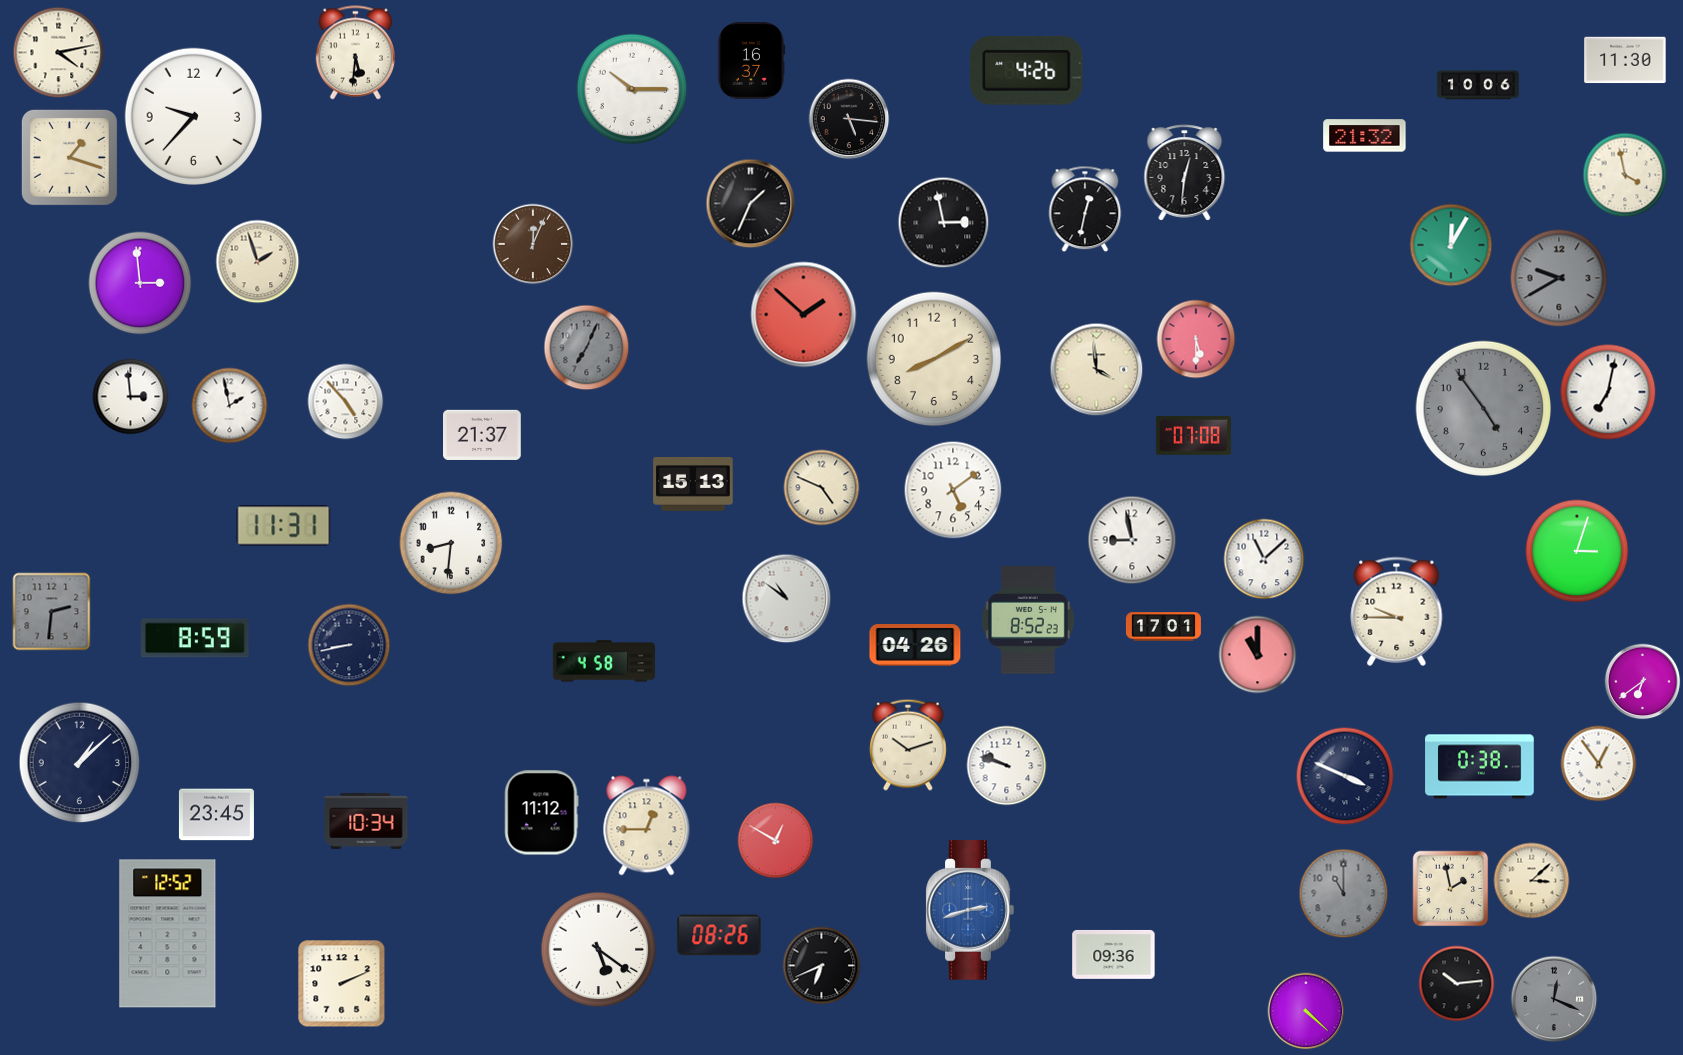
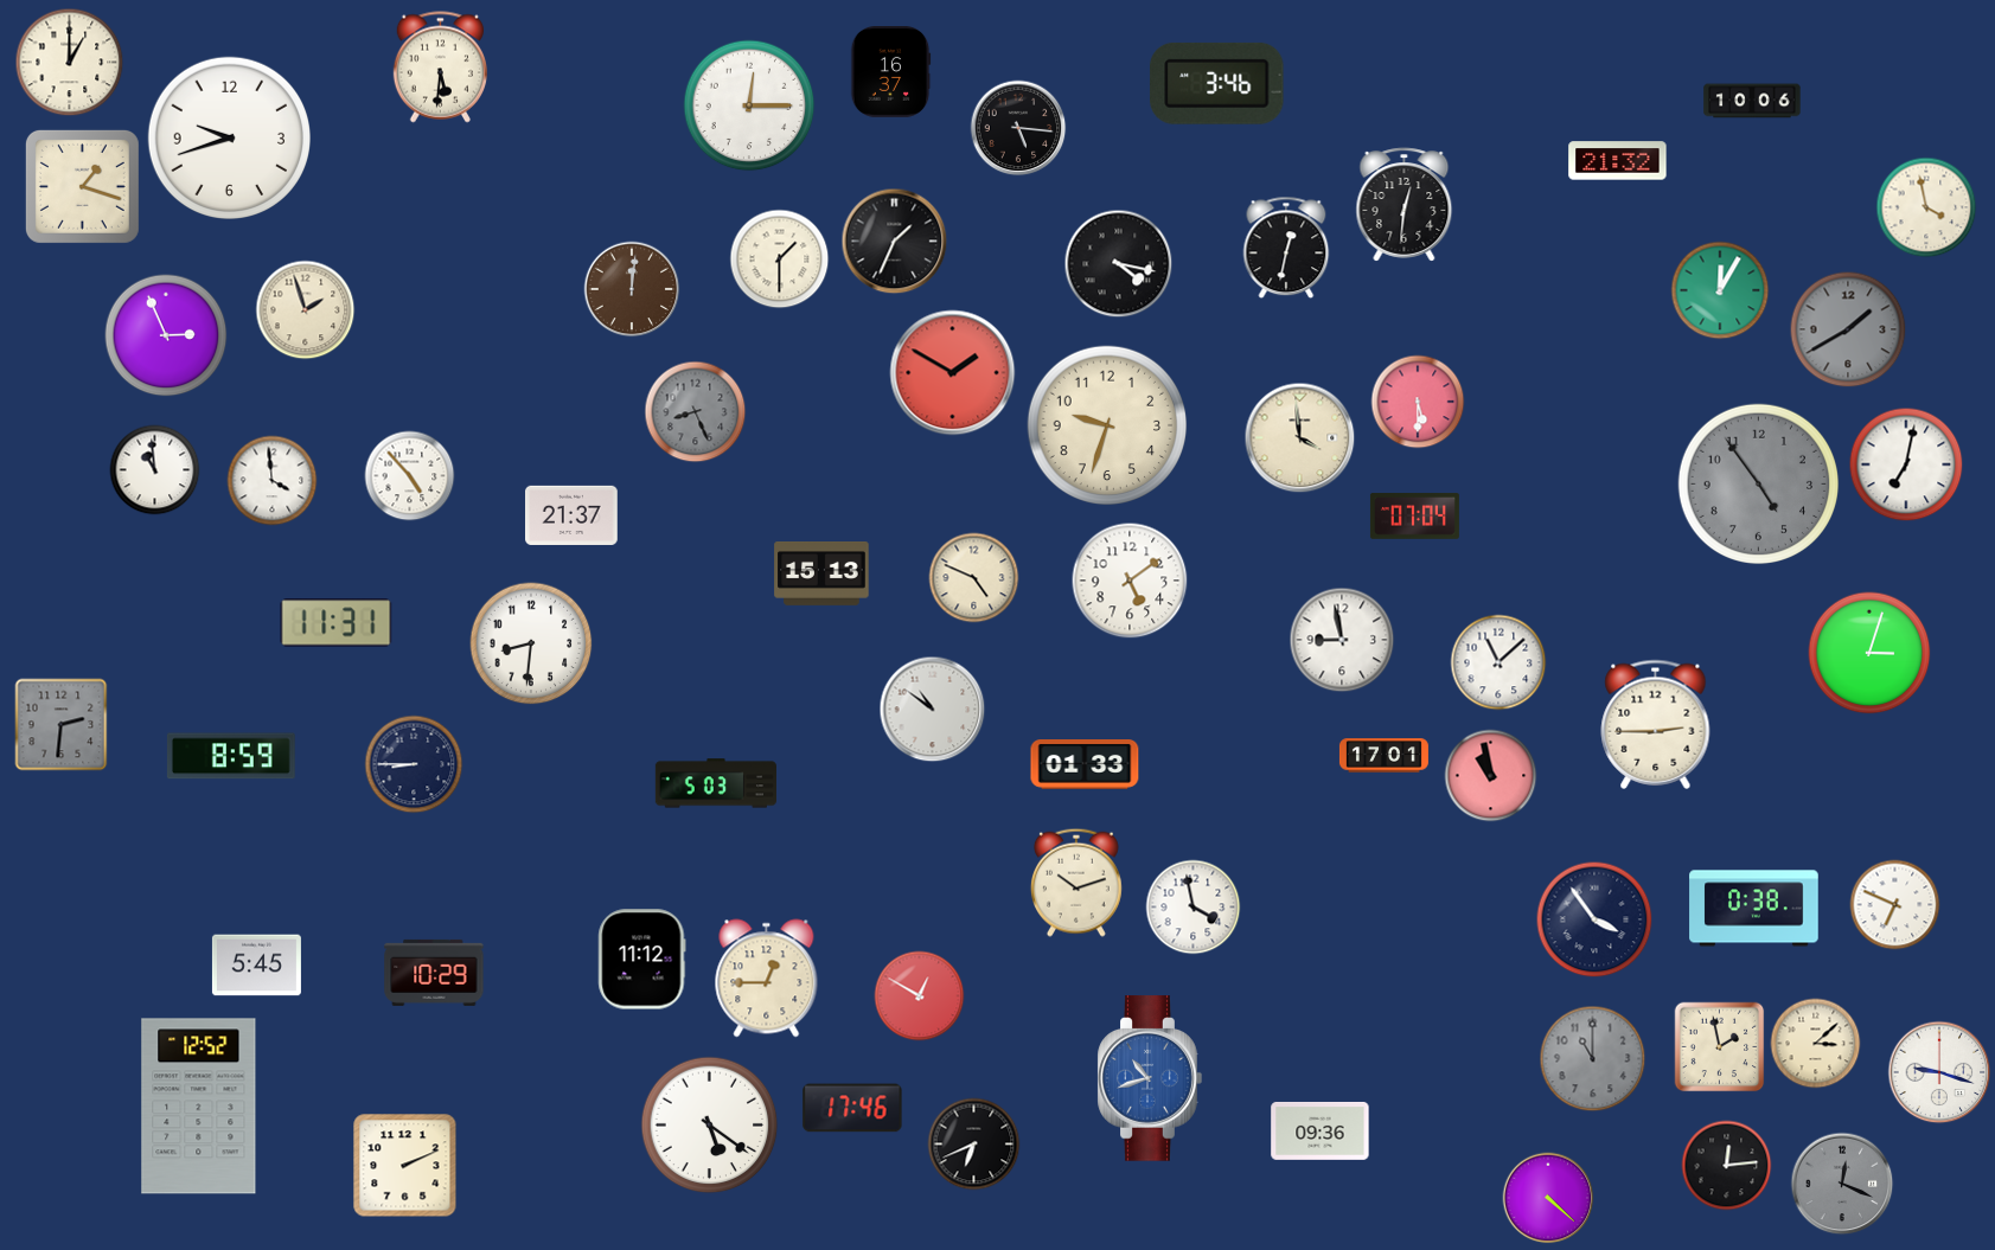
clock at (59, 53): 4:13 -> 1:00
clock at (355, 53) position: (355, 53) -> (440, 68)
clock at (1625, 60): 11:30 -> none
clock at (1027, 70): 4:26 -> 3:46
clock at (632, 89): 10:15 -> 12:15
clock at (193, 116): 9:37 -> 9:42
clock at (849, 119) position: (849, 119) -> (1018, 128)
clock at (751, 204) position: (751, 204) -> (895, 242)
clock at (780, 259): none -> 1:30
clock at (944, 223): 2:58 -> 4:17
clock at (533, 244): 12:04 -> 12:01
clock at (1559, 278): 9:40 -> 1:40
clock at (140, 283): 2:59 -> 2:56
clock at (804, 315): 1:52 -> 1:50
clock at (587, 348): 7:04 -> 8:26
clock at (934, 359): 8:10 -> 9:33
clock at (131, 397): 2:59 -> 10:59
clock at (230, 406): 1:58 -> 3:59
clock at (1193, 436): 07:08 -> 07:04
clock at (451, 543) position: (451, 543) -> (531, 643)
clock at (1397, 611): 9:45 -> 2:45
clock at (1028, 621): 8:52 -> none
clock at (1163, 627) position: (1163, 627) -> (1383, 756)
clock at (349, 645): 8:43 -> 8:45
clock at (915, 646): 04:26 -> 01:33
clock at (1258, 655): 11:00 -> 10:58
clock at (604, 661): 4:58 -> 5:03
clock at (1643, 682): 6:39 -> none
clock at (80, 763): 1:08 -> none
clock at (1599, 764): 12:54 -> 6:49
clock at (1007, 766): 9:48 -> 3:58
clock at (1345, 776): 3:49 -> 3:54
clock at (542, 813) position: (542, 813) -> (642, 960)
clock at (216, 815): 23:45 -> 5:45
clock at (366, 821): 10:34 -> 10:29
clock at (1451, 889) position: (1451, 889) -> (1720, 1047)
clock at (1939, 1072): none -> 9:18
clock at (970, 910): 2:42 -> 10:42
clock at (719, 935): 08:26 -> 17:46
clock at (1457, 984): 10:14 -> 12:14
